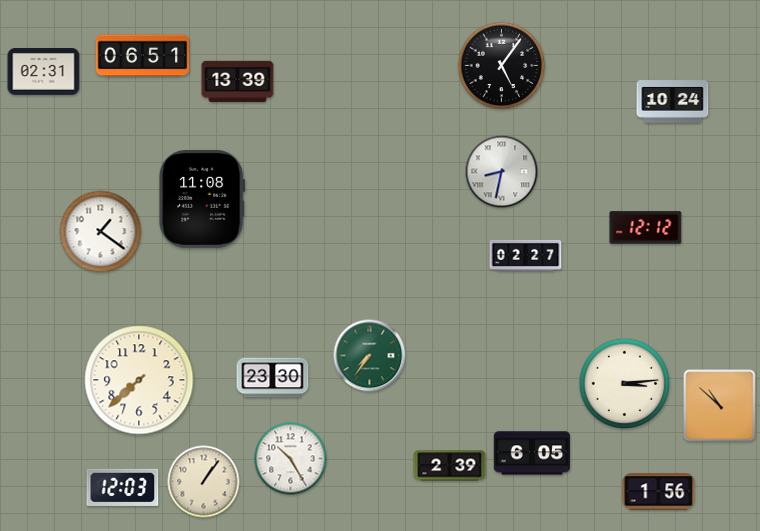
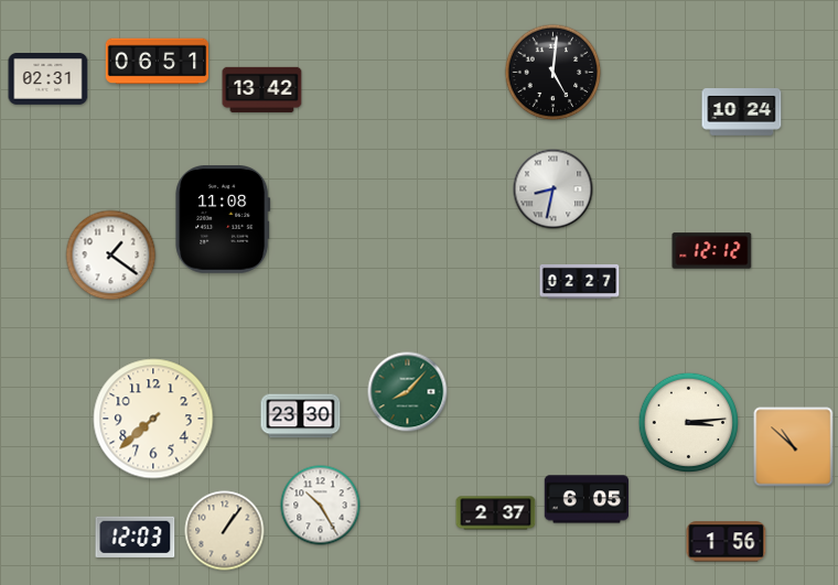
clock at (502, 66): 5:06 -> 5:01
clock at (238, 81): 13:39 -> 13:42
clock at (370, 356): 7:36 -> 8:07
clock at (450, 466): 2:39 -> 2:37
